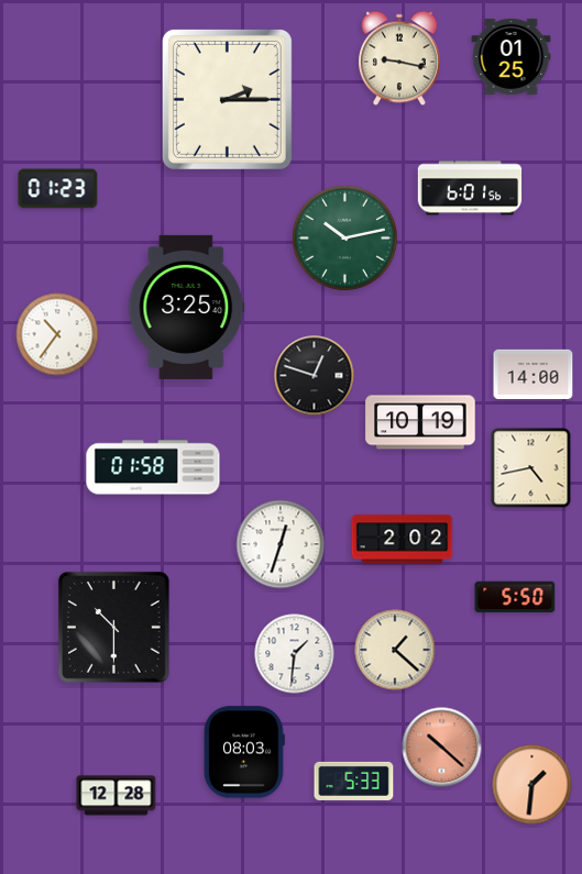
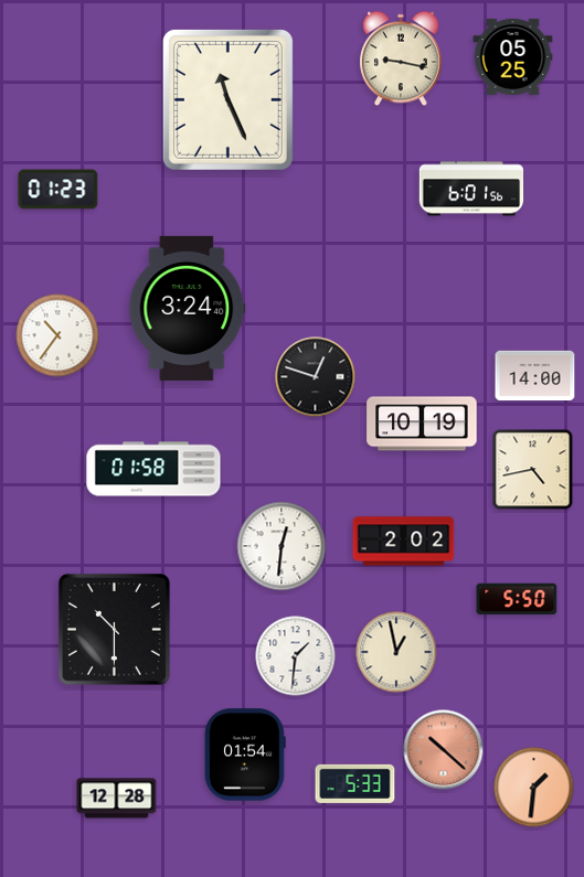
clock at (512, 56): 01:25 -> 05:25
clock at (227, 99): 2:15 -> 11:26
clock at (344, 237): 10:13 -> none
clock at (187, 307): 3:25 -> 3:24
clock at (281, 544): 12:33 -> 12:31
clock at (395, 650): 1:22 -> 12:58
clock at (244, 752): 08:03 -> 01:54
